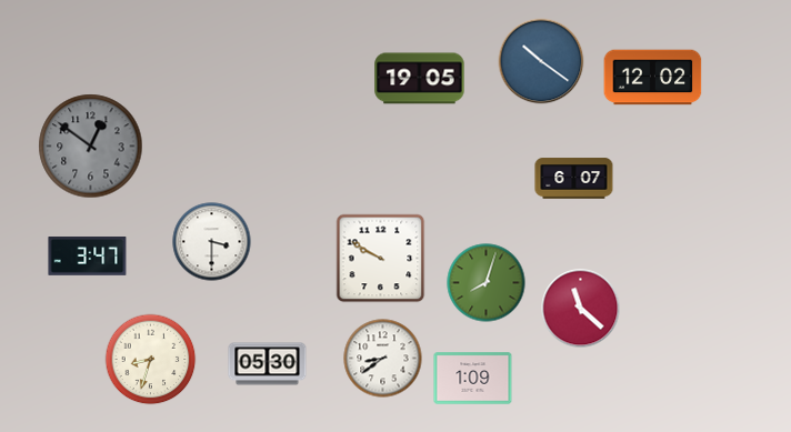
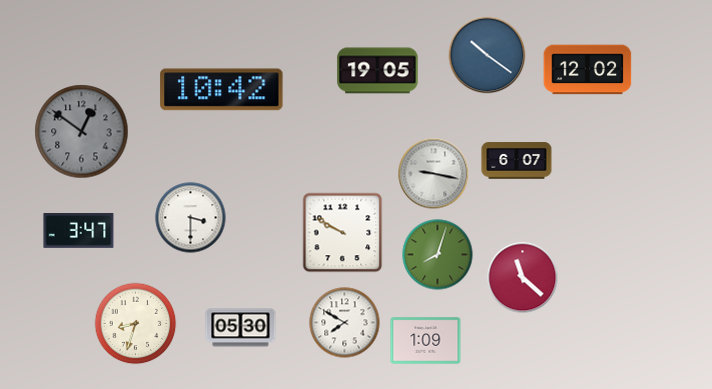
clock at (222, 90): none -> 10:42
clock at (434, 174): none -> 9:17
clock at (383, 359): 8:39 -> 7:50
